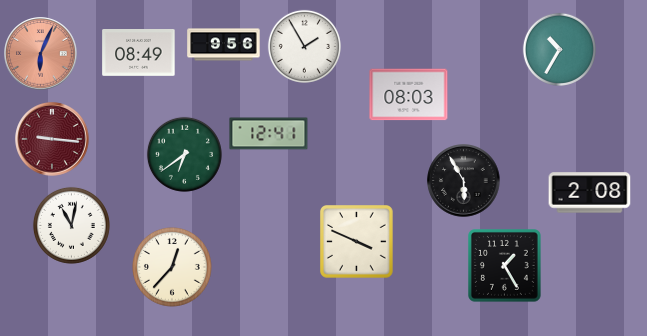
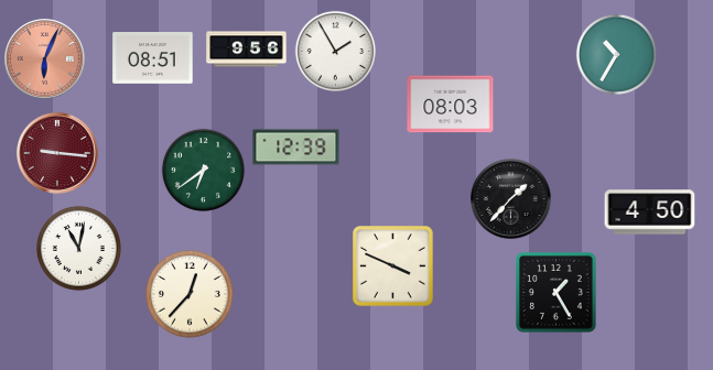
clock at (139, 53): 08:49 -> 08:51
clock at (269, 134): 12:41 -> 12:39
clock at (464, 181): 5:55 -> 1:37
clock at (590, 193): 2:08 -> 4:50
